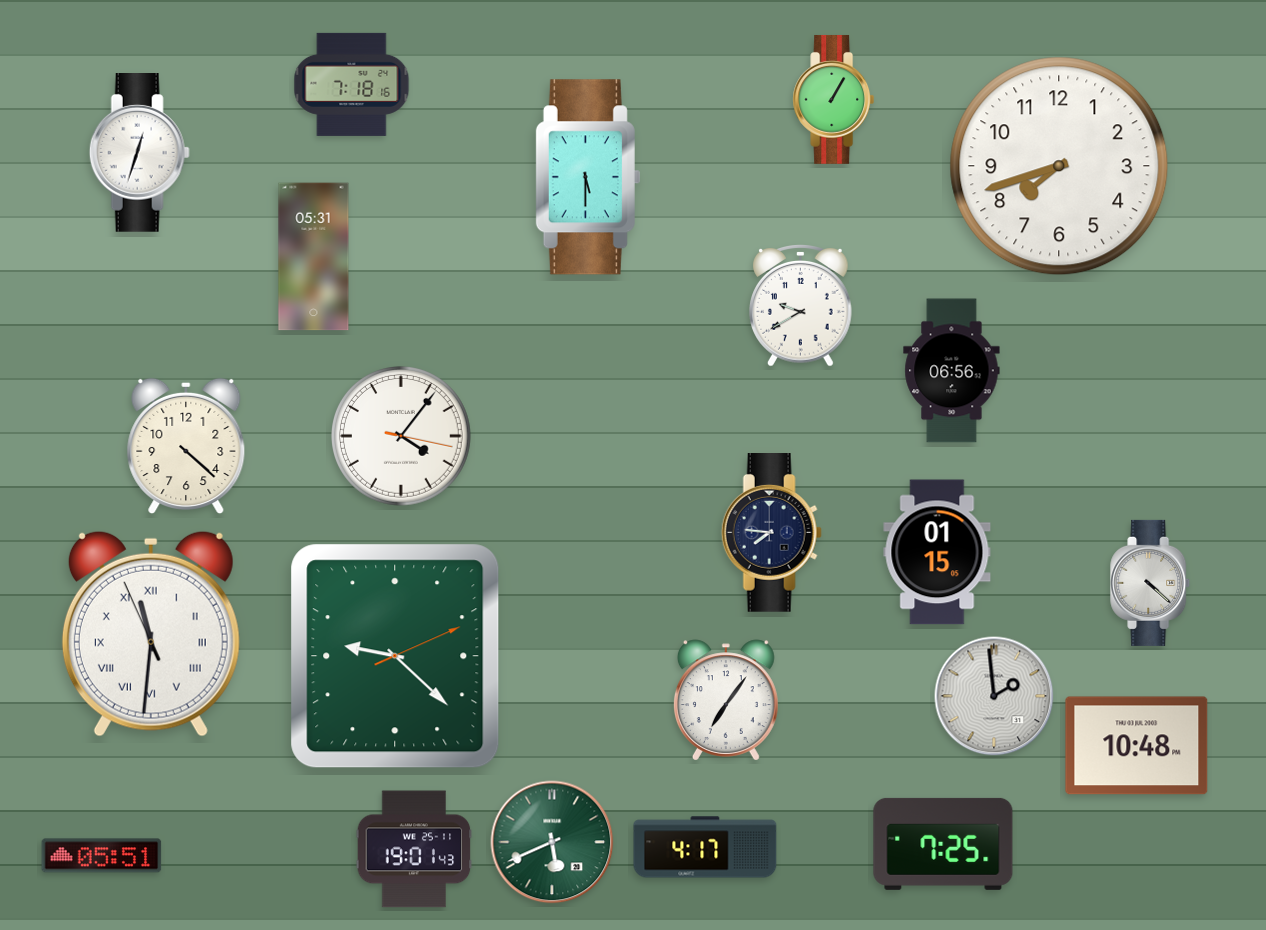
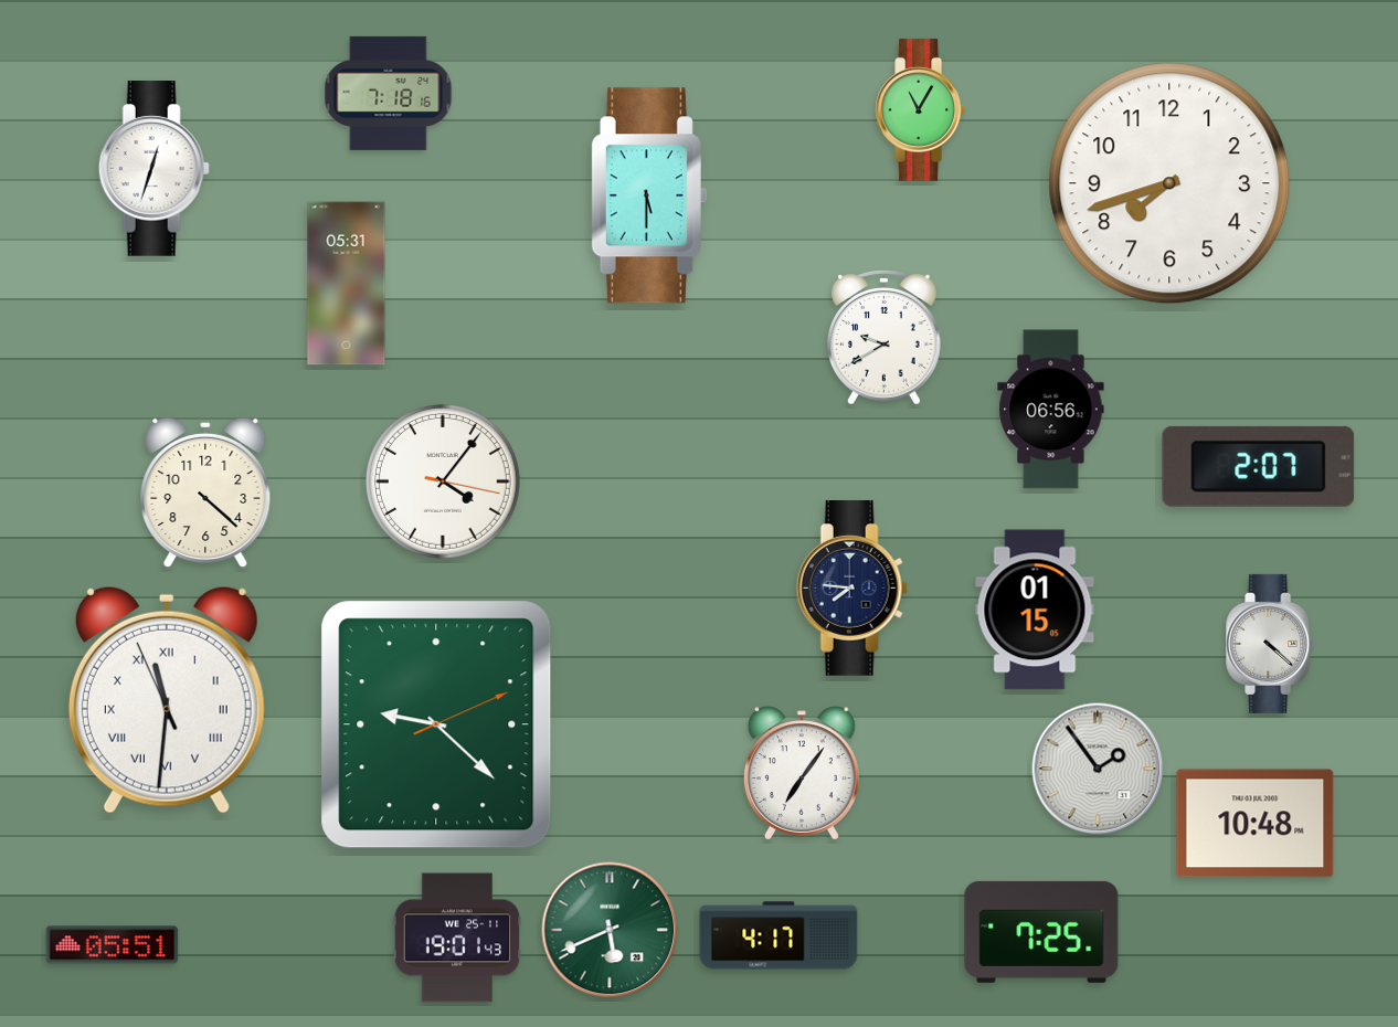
clock at (834, 99): 1:05 -> 11:05
clock at (1259, 466): none -> 2:07
clock at (994, 696): 1:59 -> 1:54
